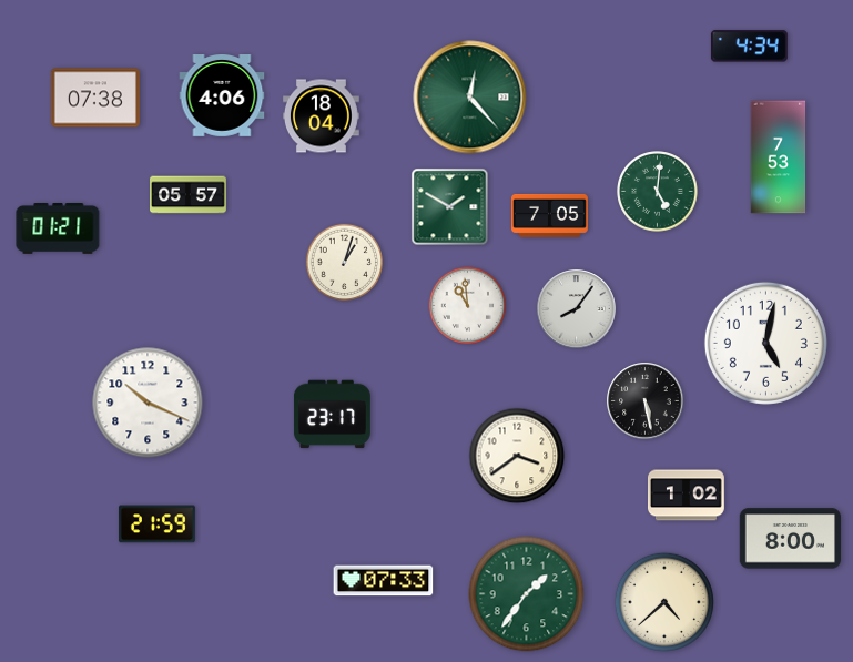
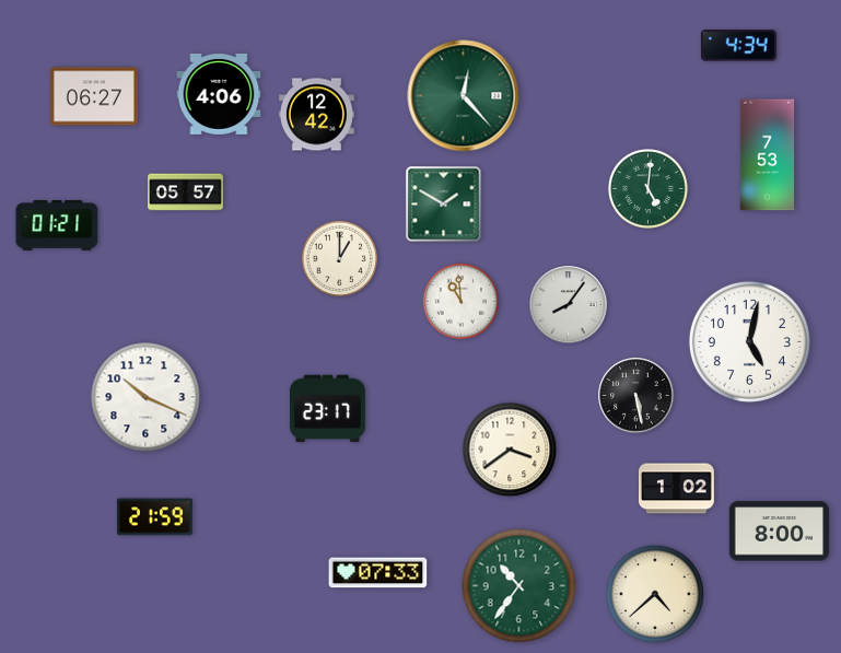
clock at (95, 98): 07:38 -> 06:27
clock at (321, 116): 18:04 -> 12:42
clock at (550, 215): 7:05 -> none
clock at (344, 262): 1:03 -> 1:00
clock at (765, 343) position: (765, 343) -> (749, 341)
clock at (527, 594): 1:36 -> 10:36
